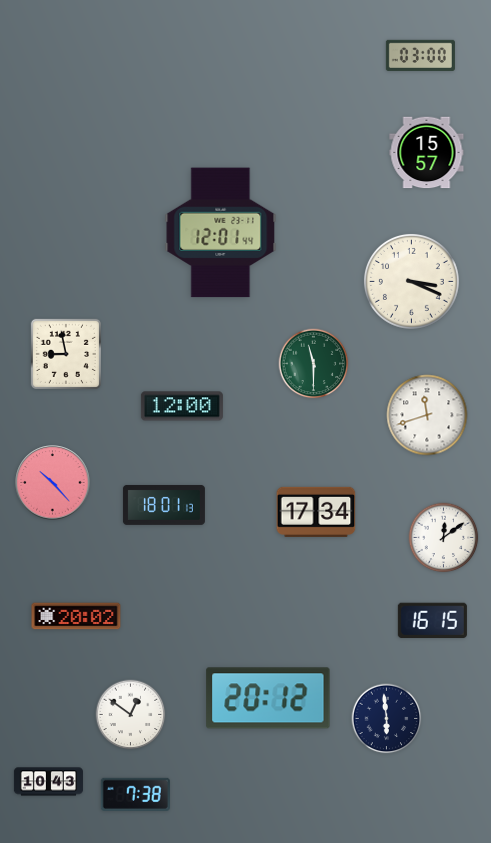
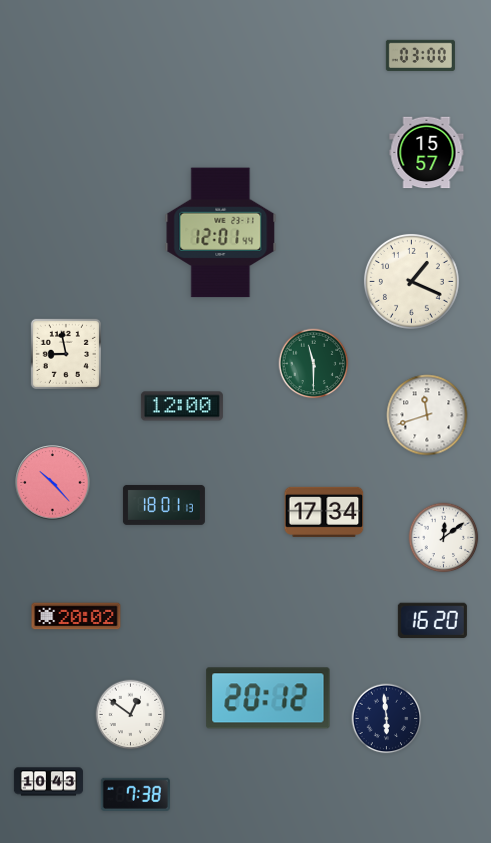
clock at (411, 281): 3:19 -> 1:19
clock at (316, 512) position: (316, 512) -> (324, 512)
clock at (432, 621): 16:15 -> 16:20
